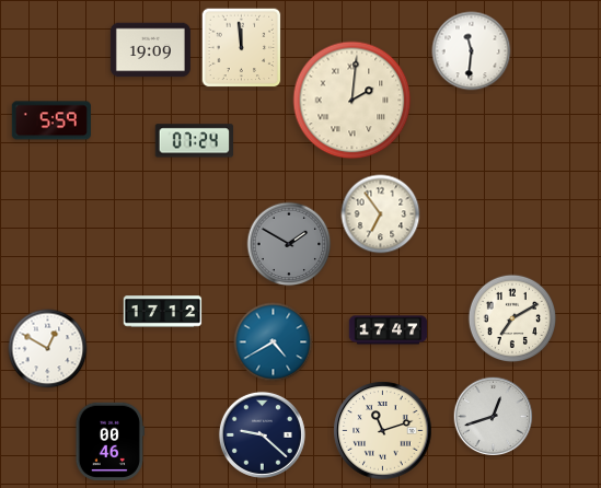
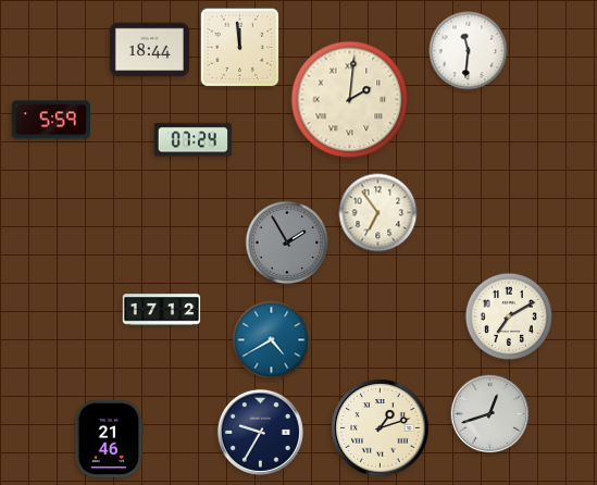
clock at (150, 50): 19:09 -> 18:44
clock at (289, 244): 1:50 -> 1:55
clock at (389, 330): 17:47 -> none
clock at (48, 349): 12:50 -> none
clock at (383, 431): 11:12 -> 1:12
clock at (262, 434): 9:22 -> 9:35
clock at (109, 442): 00:46 -> 21:46
